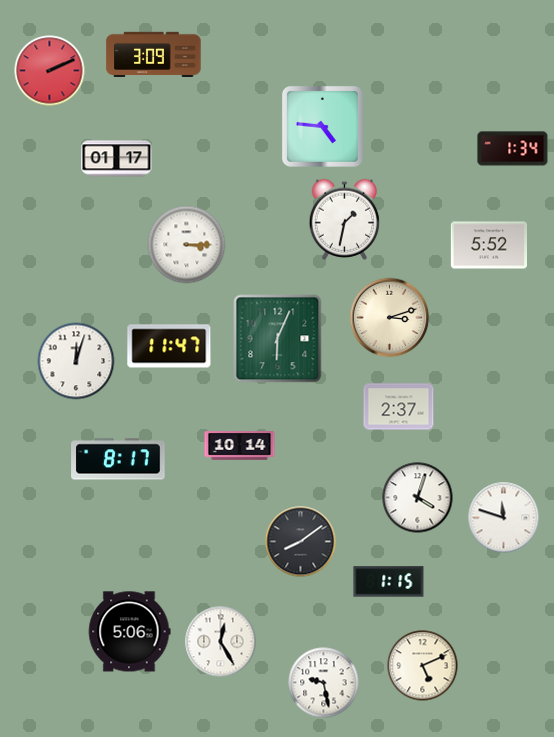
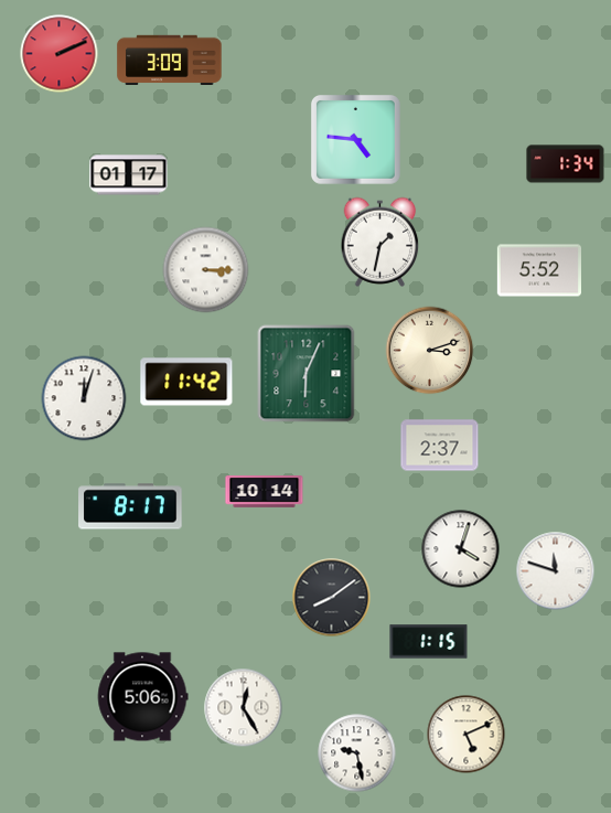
clock at (50, 71) position: (50, 71) -> (60, 54)
clock at (169, 346): 11:47 -> 11:42
clock at (399, 407) position: (399, 407) -> (440, 446)
